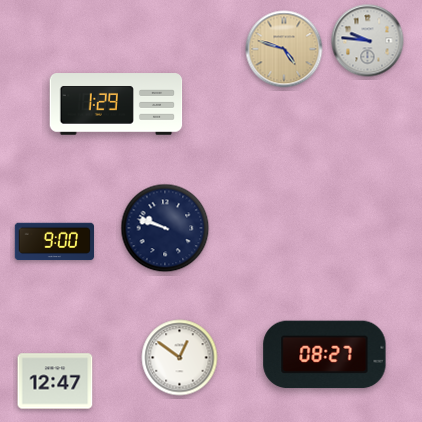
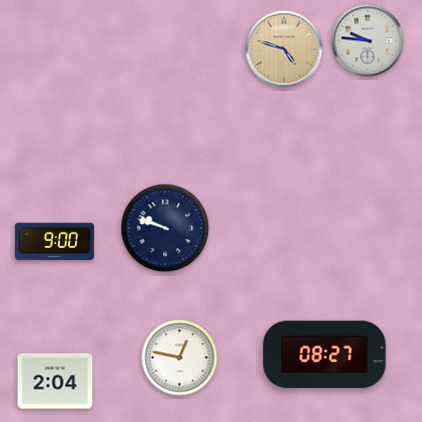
clock at (116, 104): 1:29 -> none
clock at (180, 358): 12:51 -> 12:47
clock at (55, 381): 12:47 -> 2:04
